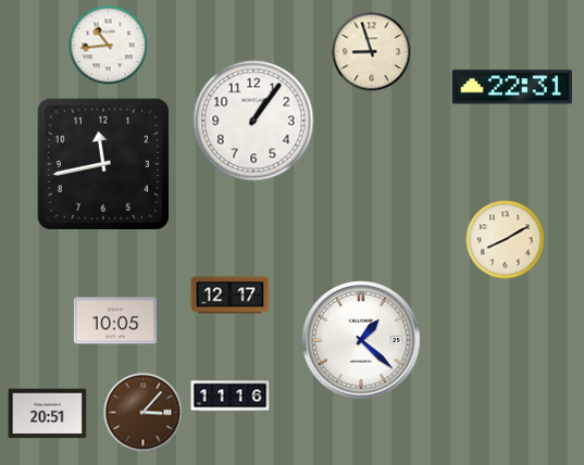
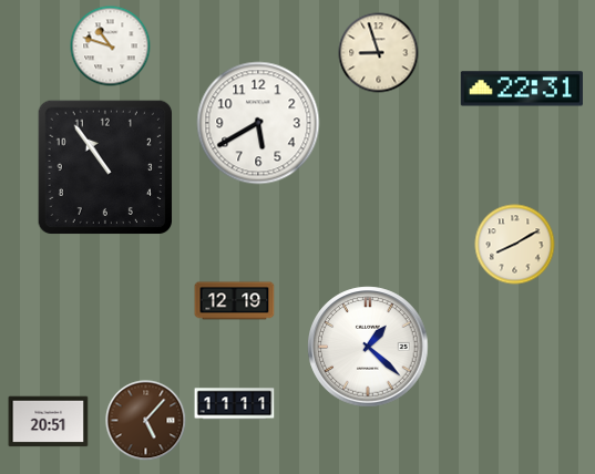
clock at (109, 46): 10:44 -> 10:48
clock at (253, 121): 1:06 -> 5:40
clock at (102, 163): 11:43 -> 10:54
clock at (231, 296): 12:17 -> 12:19
clock at (115, 321): 10:05 -> none
clock at (231, 397): 11:16 -> 11:11
clock at (144, 413): 3:07 -> 5:07
